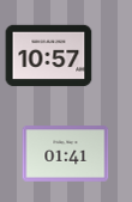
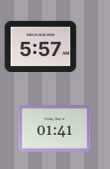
clock at (49, 56): 10:57 -> 5:57
